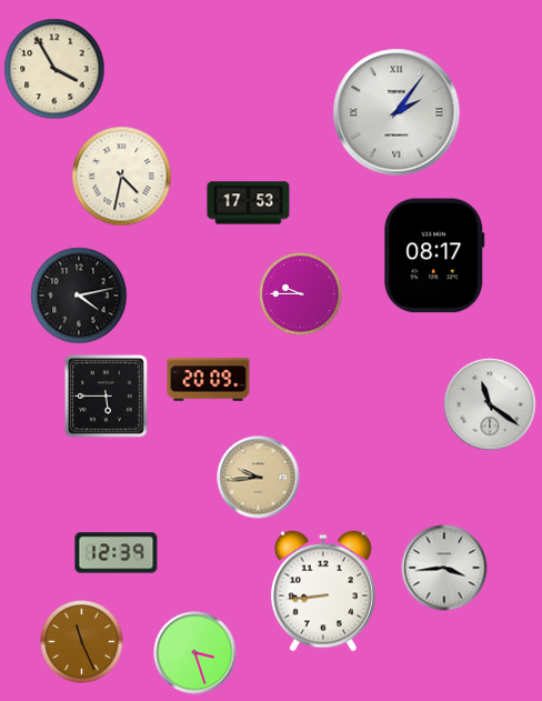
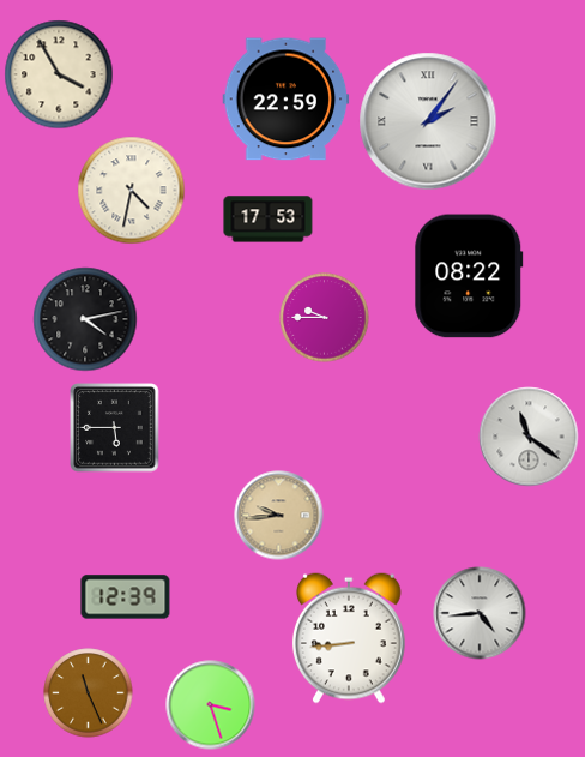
clock at (287, 100): none -> 22:59
clock at (434, 256): 08:17 -> 08:22
clock at (209, 380): 20:09 -> none
clock at (444, 568): 3:44 -> 4:44
